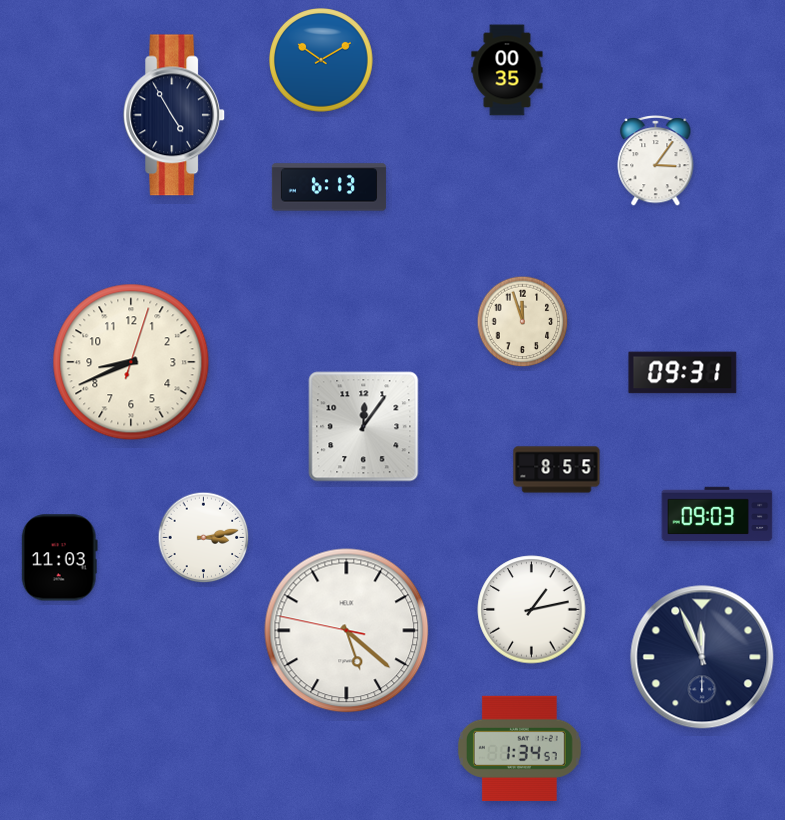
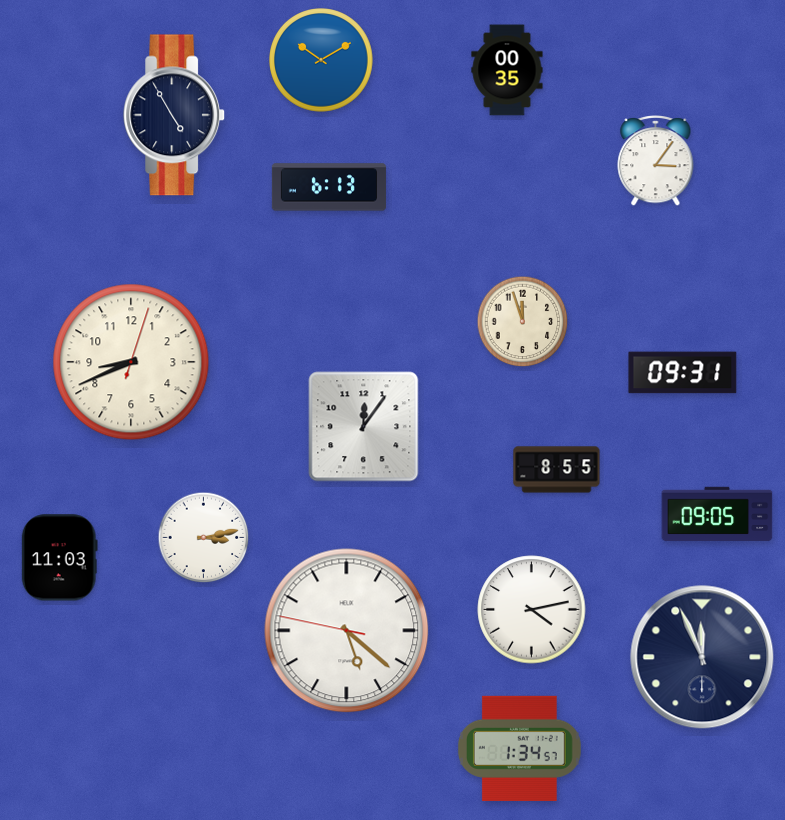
clock at (717, 514): 09:03 -> 09:05
clock at (532, 610): 1:13 -> 4:13
